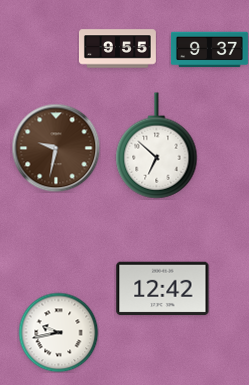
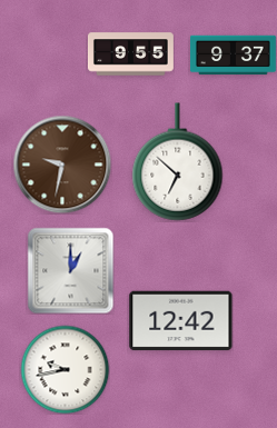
clock at (157, 146) position: (157, 146) -> (178, 162)
clock at (70, 270): none -> 1:00
